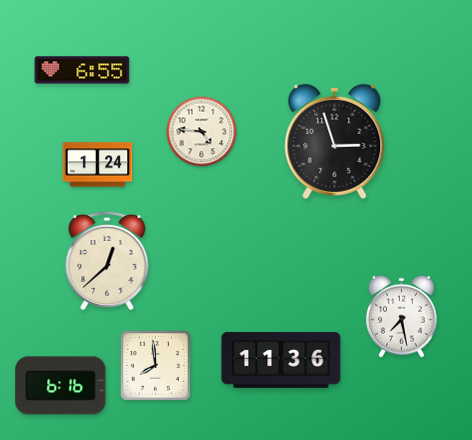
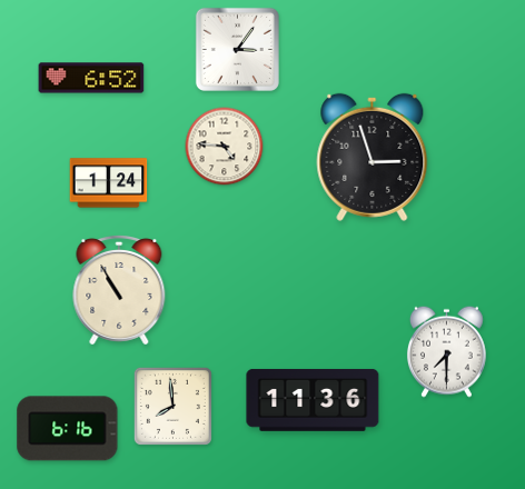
clock at (237, 49): none -> 3:06
clock at (82, 70): 6:55 -> 6:52
clock at (107, 261): 12:38 -> 10:55
clock at (401, 316): 7:28 -> 7:30
